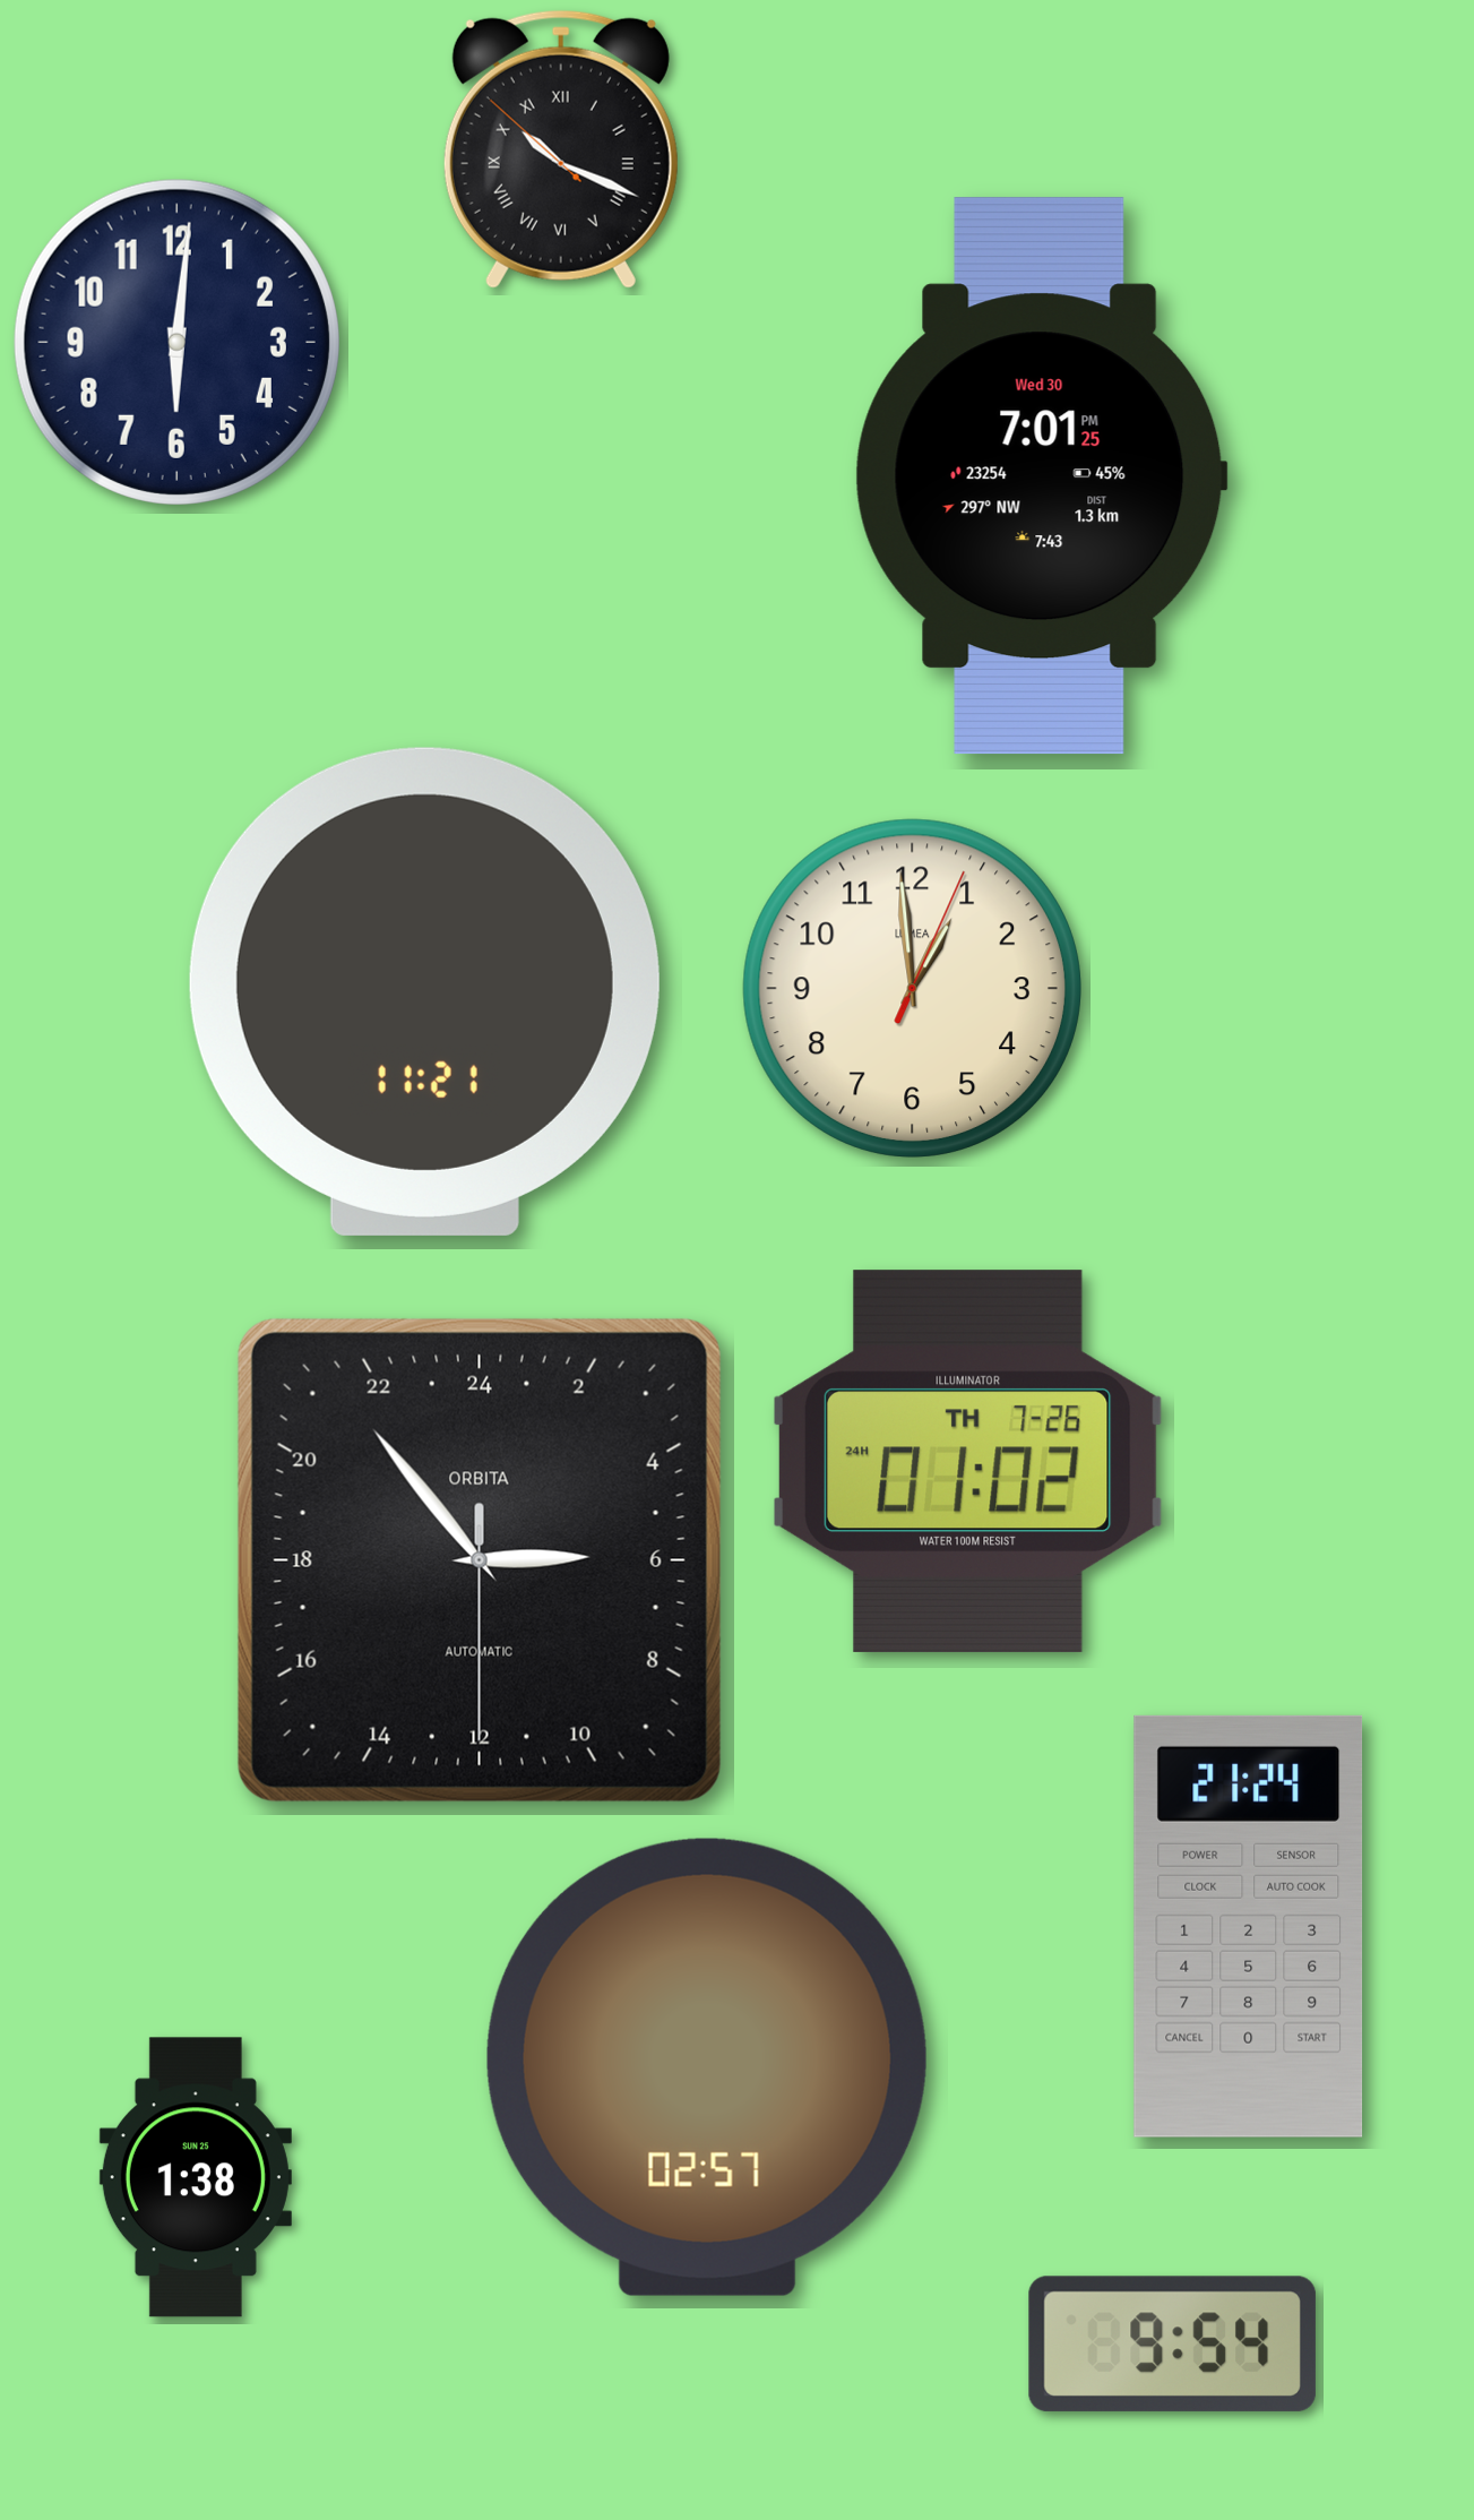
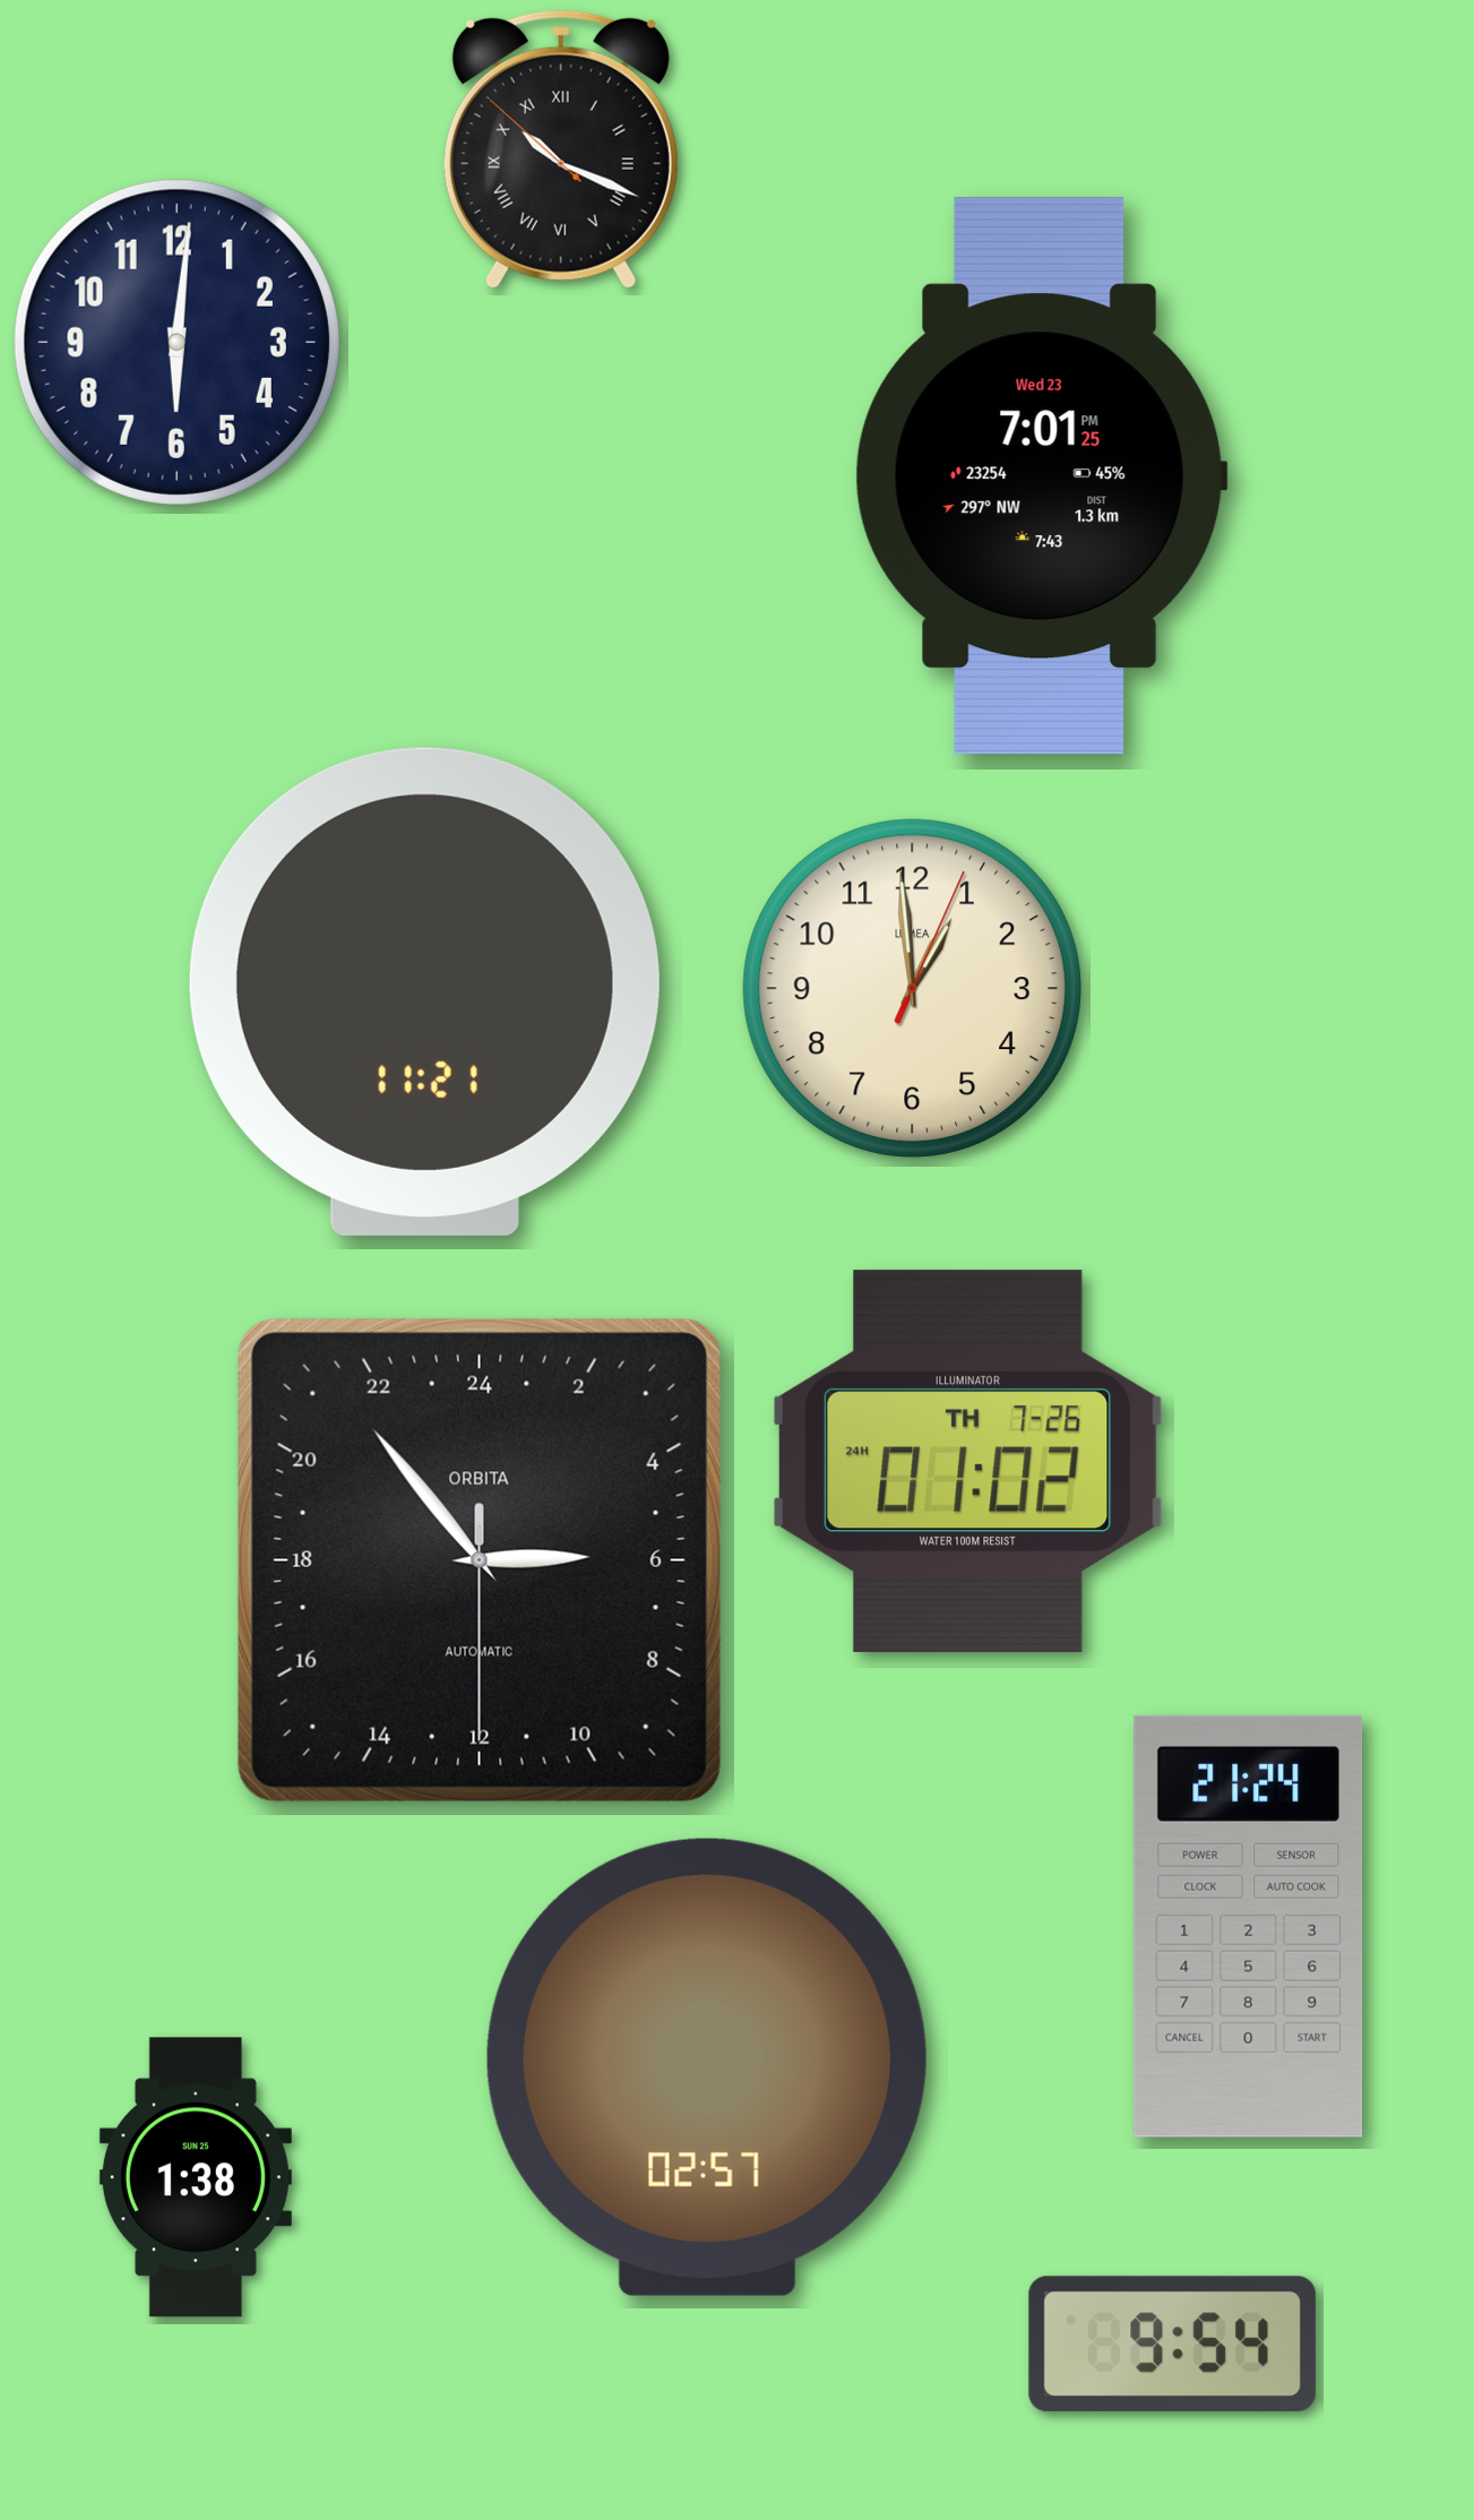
clock at (1041, 476) date: Wed 30 -> Wed 23
